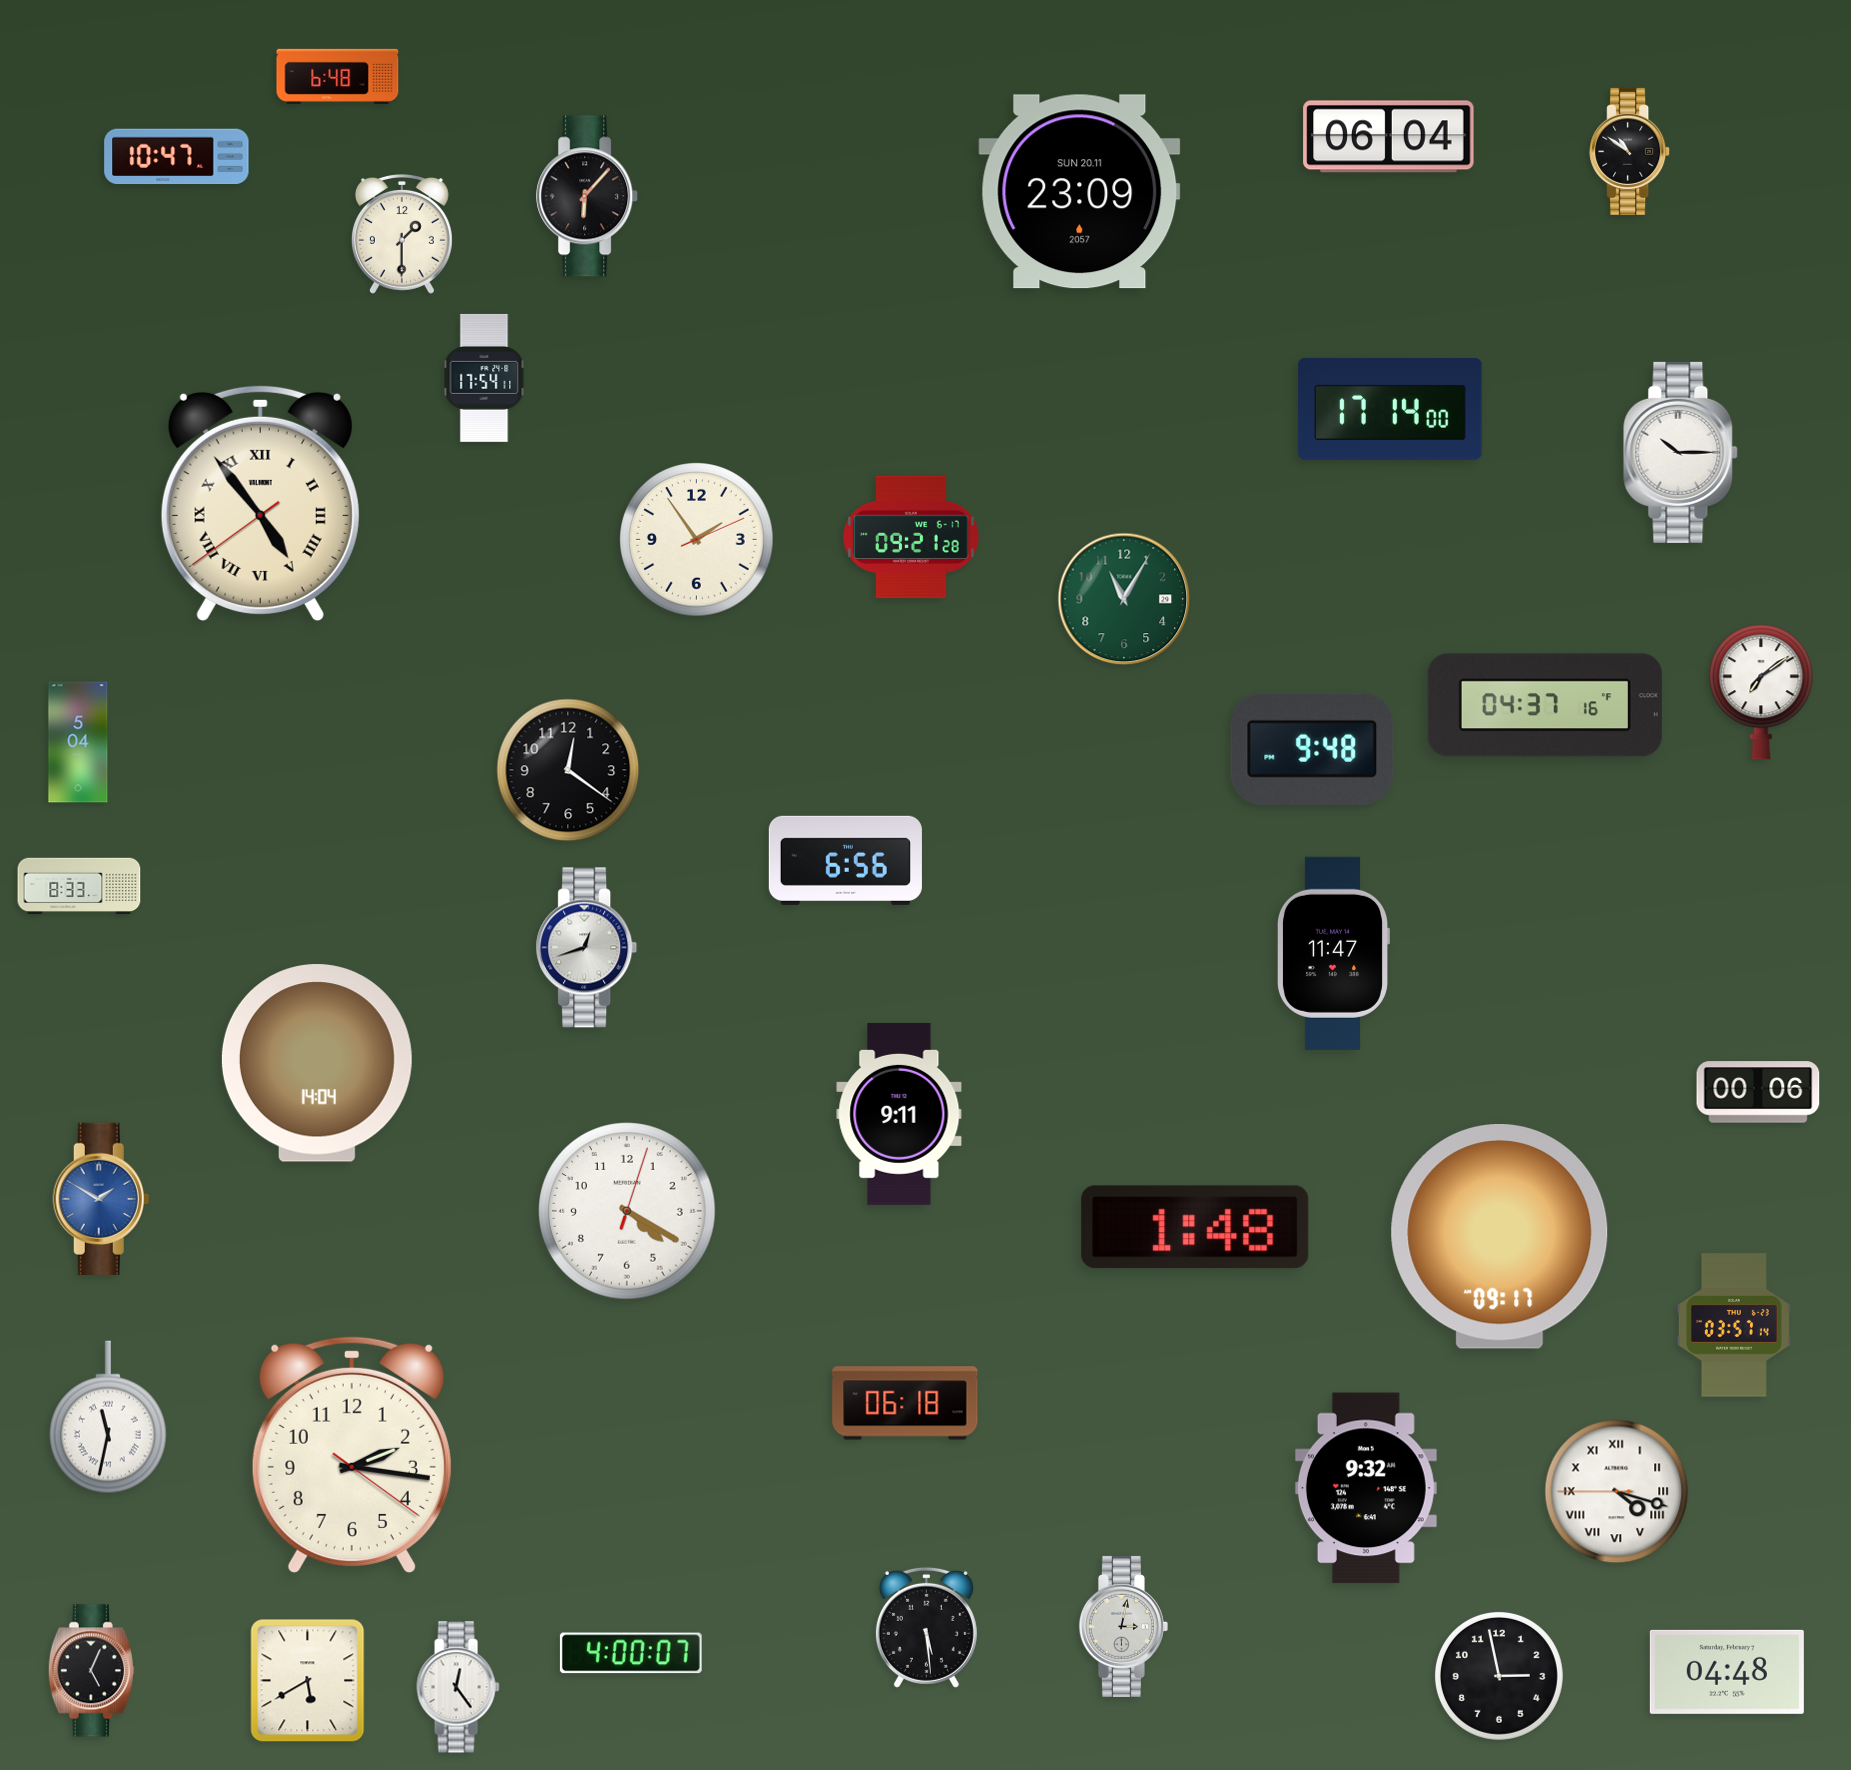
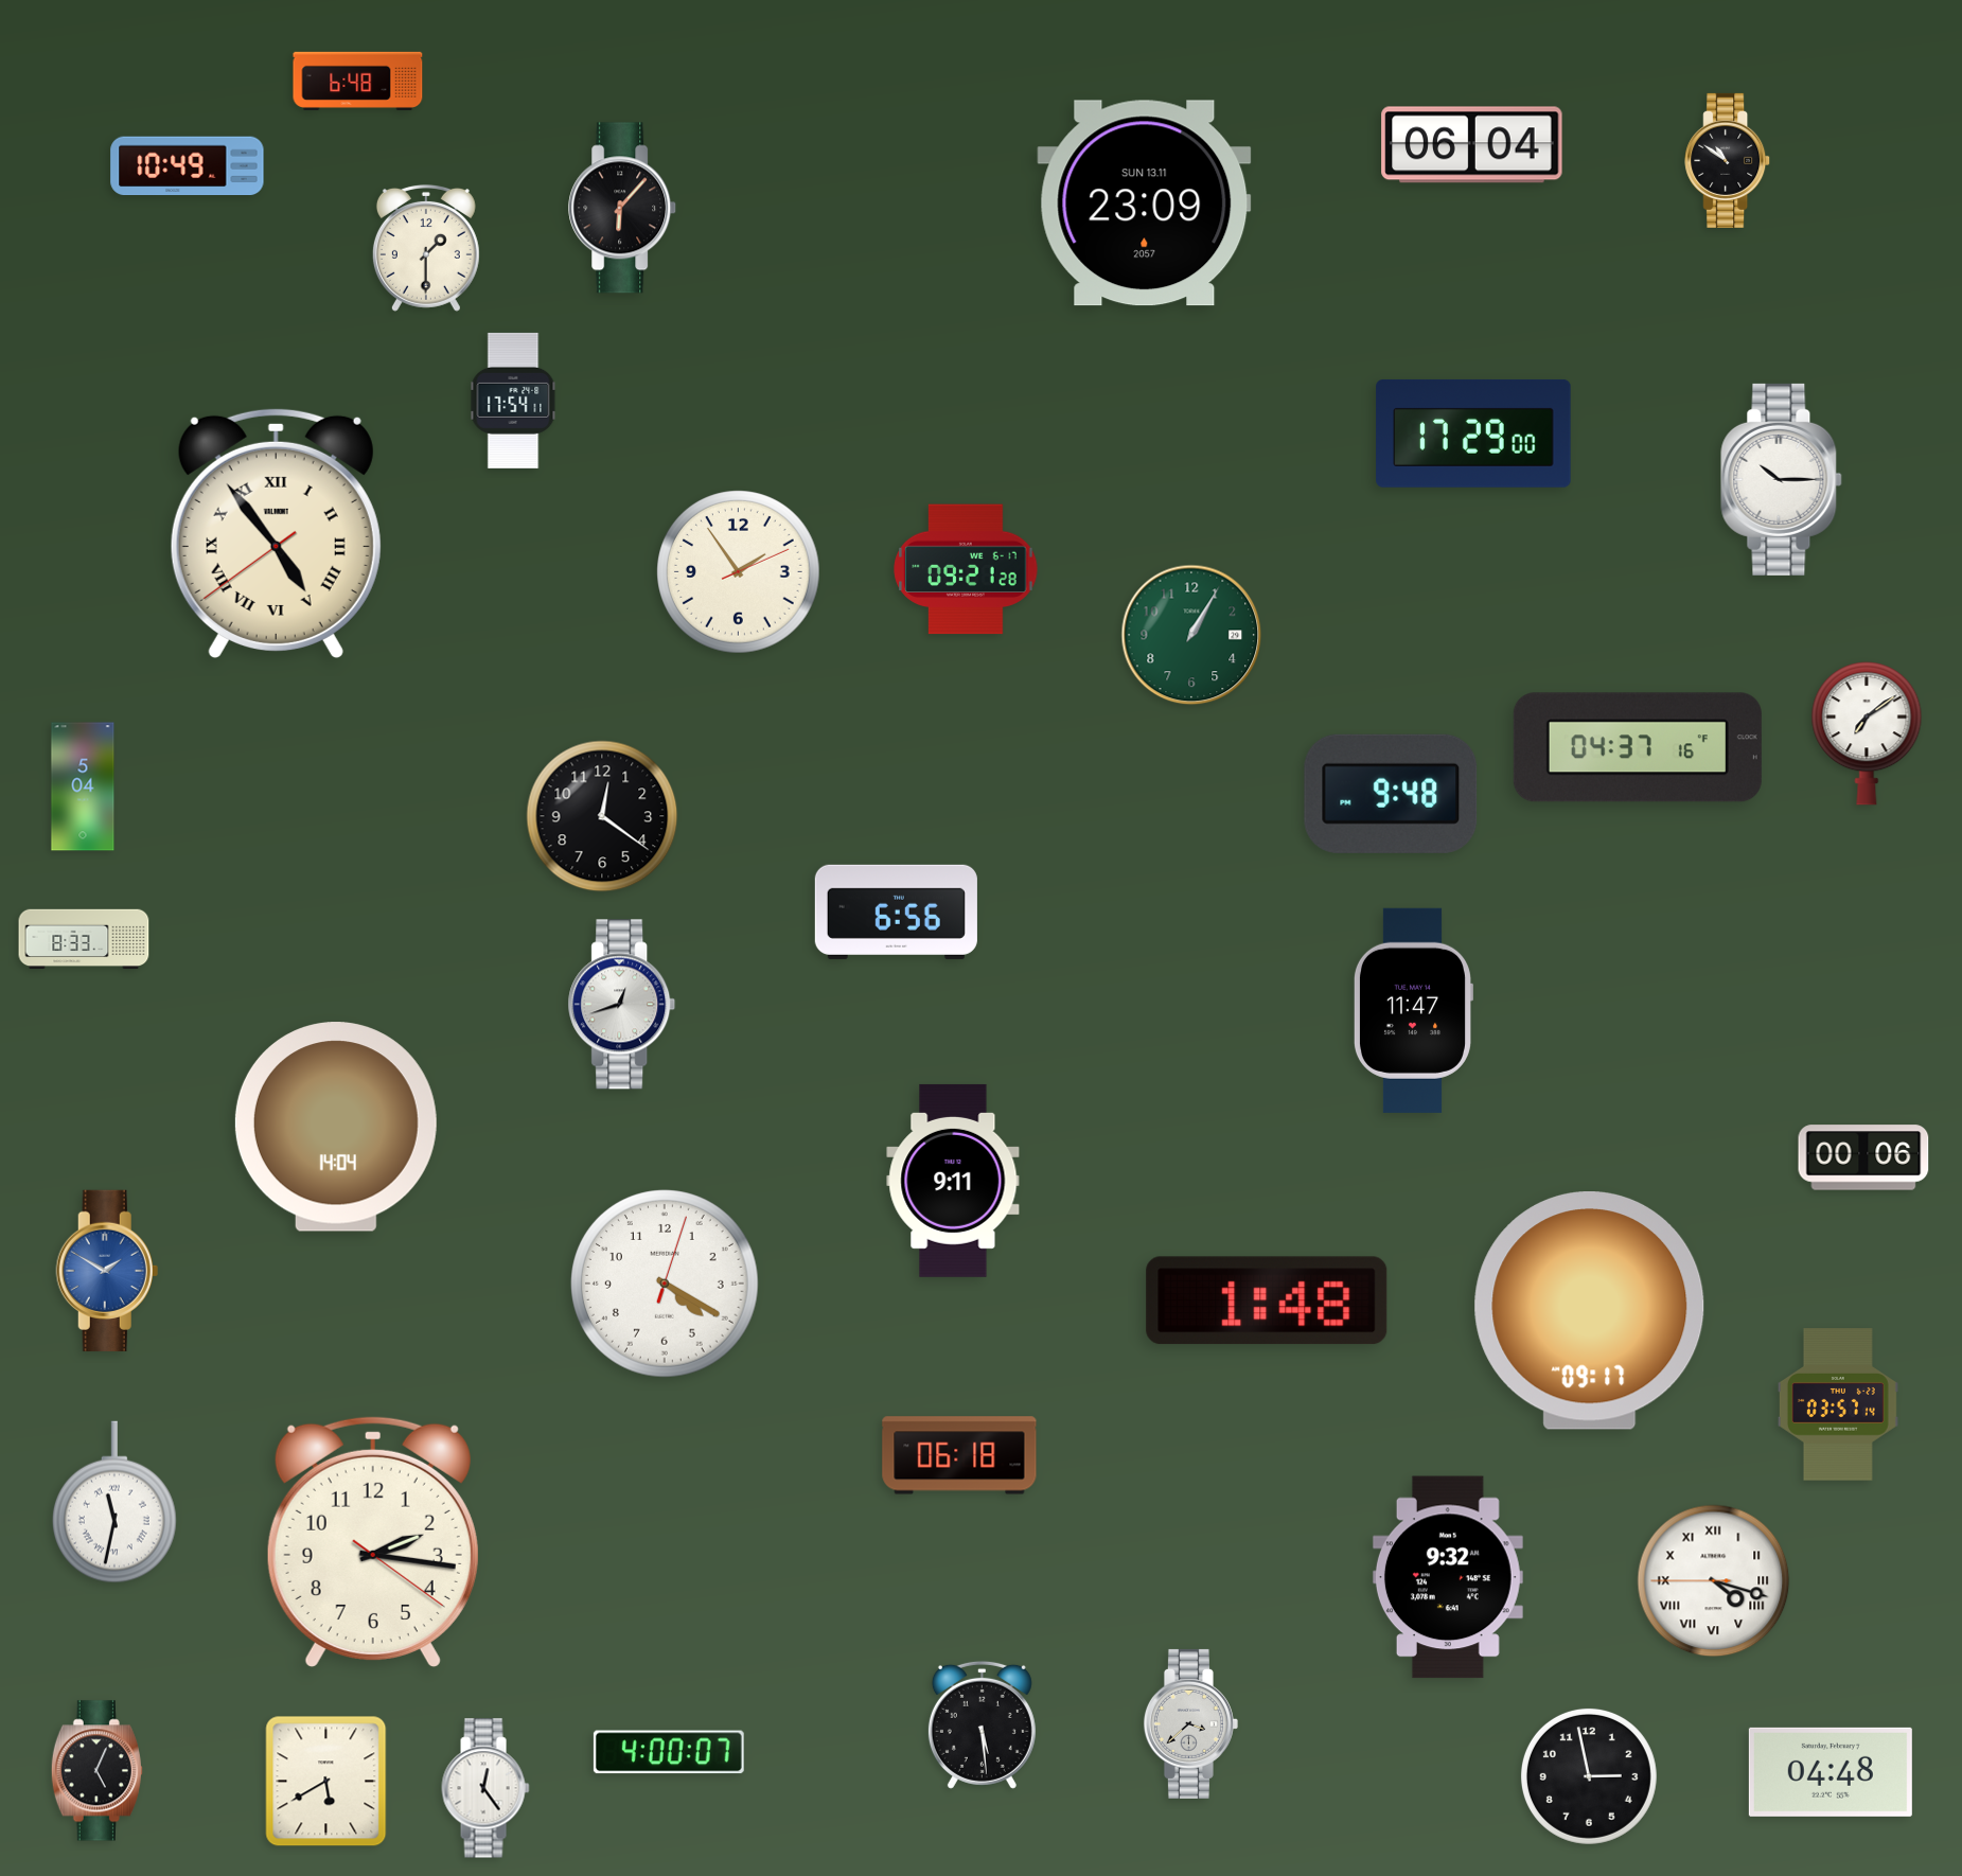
clock at (177, 157): 10:47 -> 10:49
clock at (1080, 192) date: SUN 20.11 -> SUN 13.11
clock at (1390, 409): 17:14 -> 17:29
clock at (1124, 599): 11:05 -> 1:05
clock at (905, 1403) position: (905, 1403) -> (959, 1455)
clock at (1123, 1626): 3:02 -> 3:38
